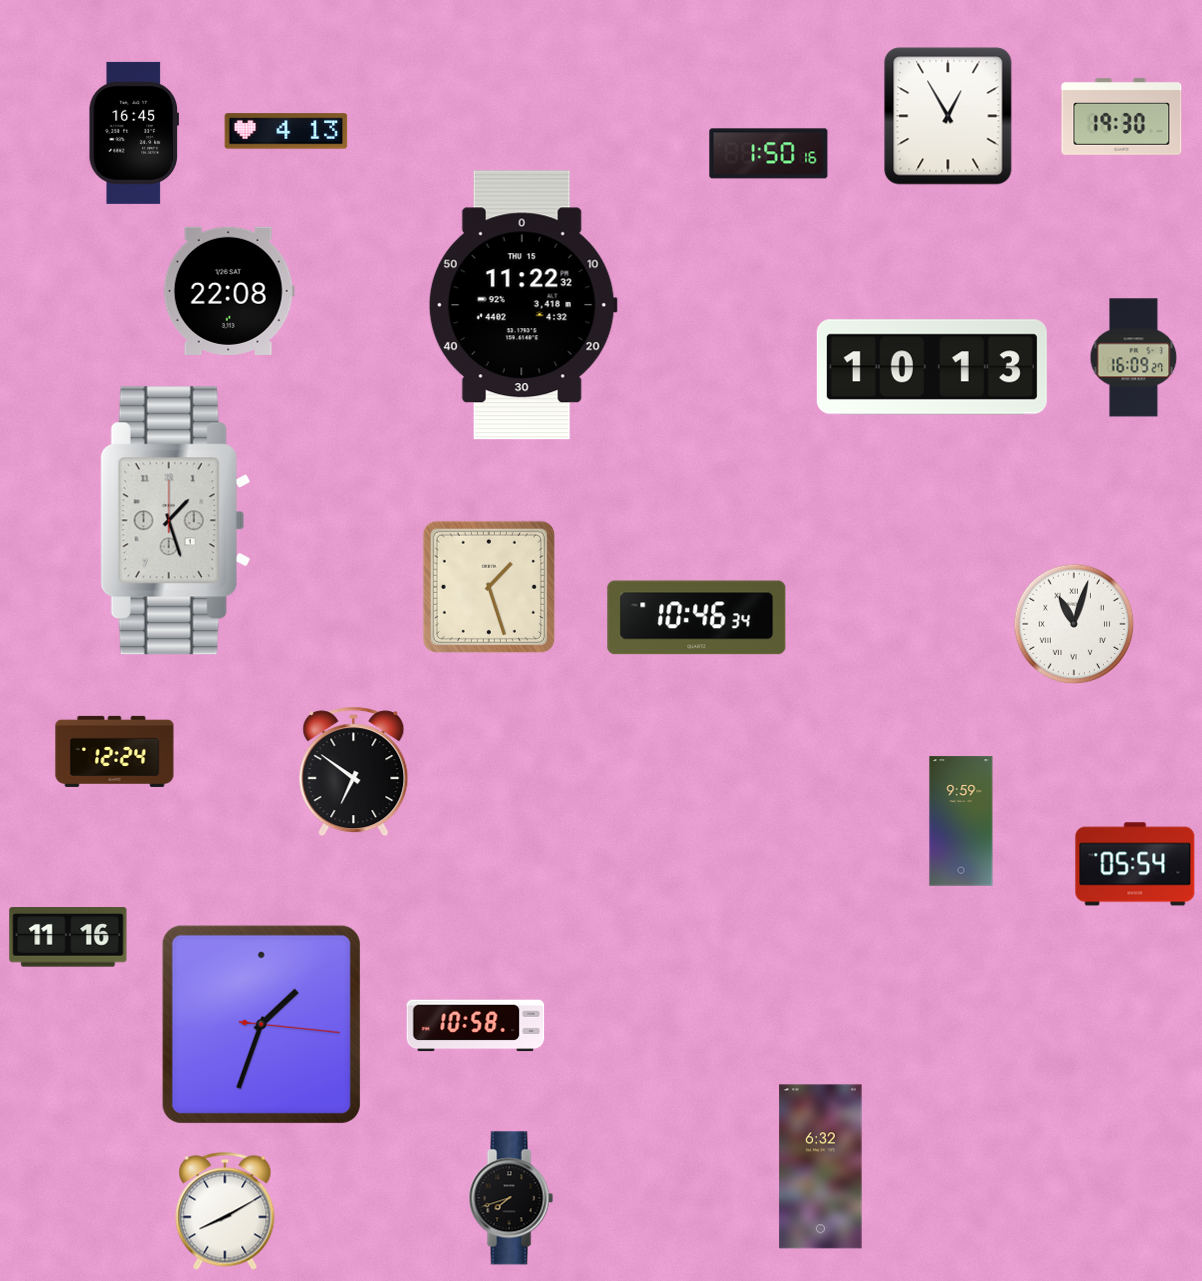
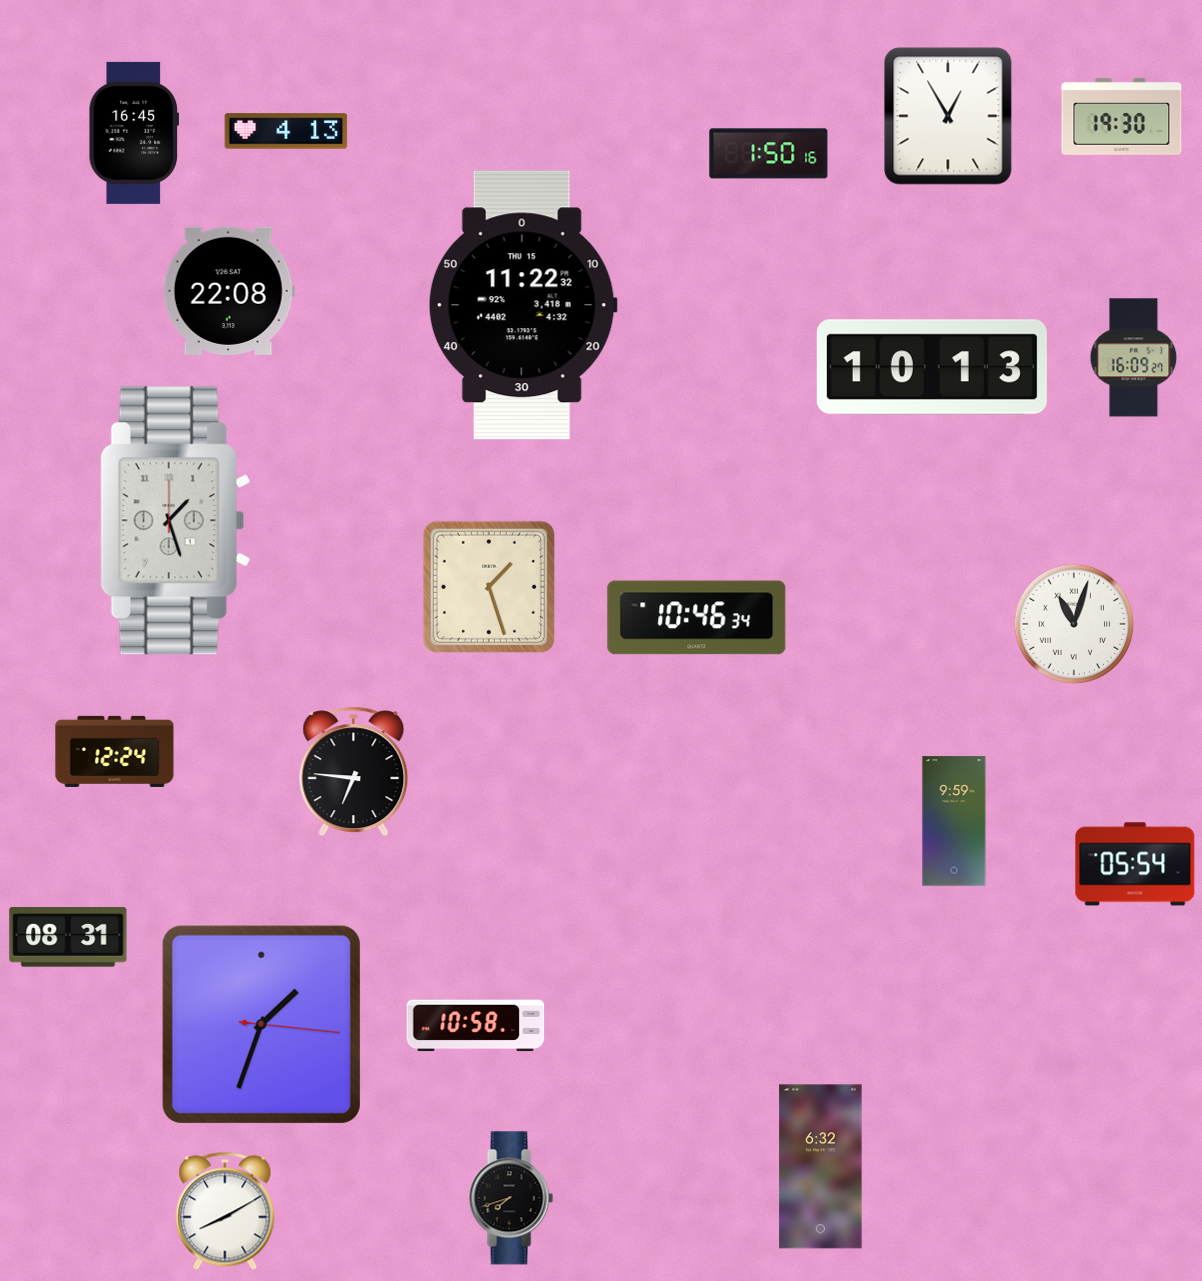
clock at (354, 772): 6:51 -> 6:46
clock at (961, 821) position: (961, 821) -> (954, 821)
clock at (68, 937): 11:16 -> 08:31
